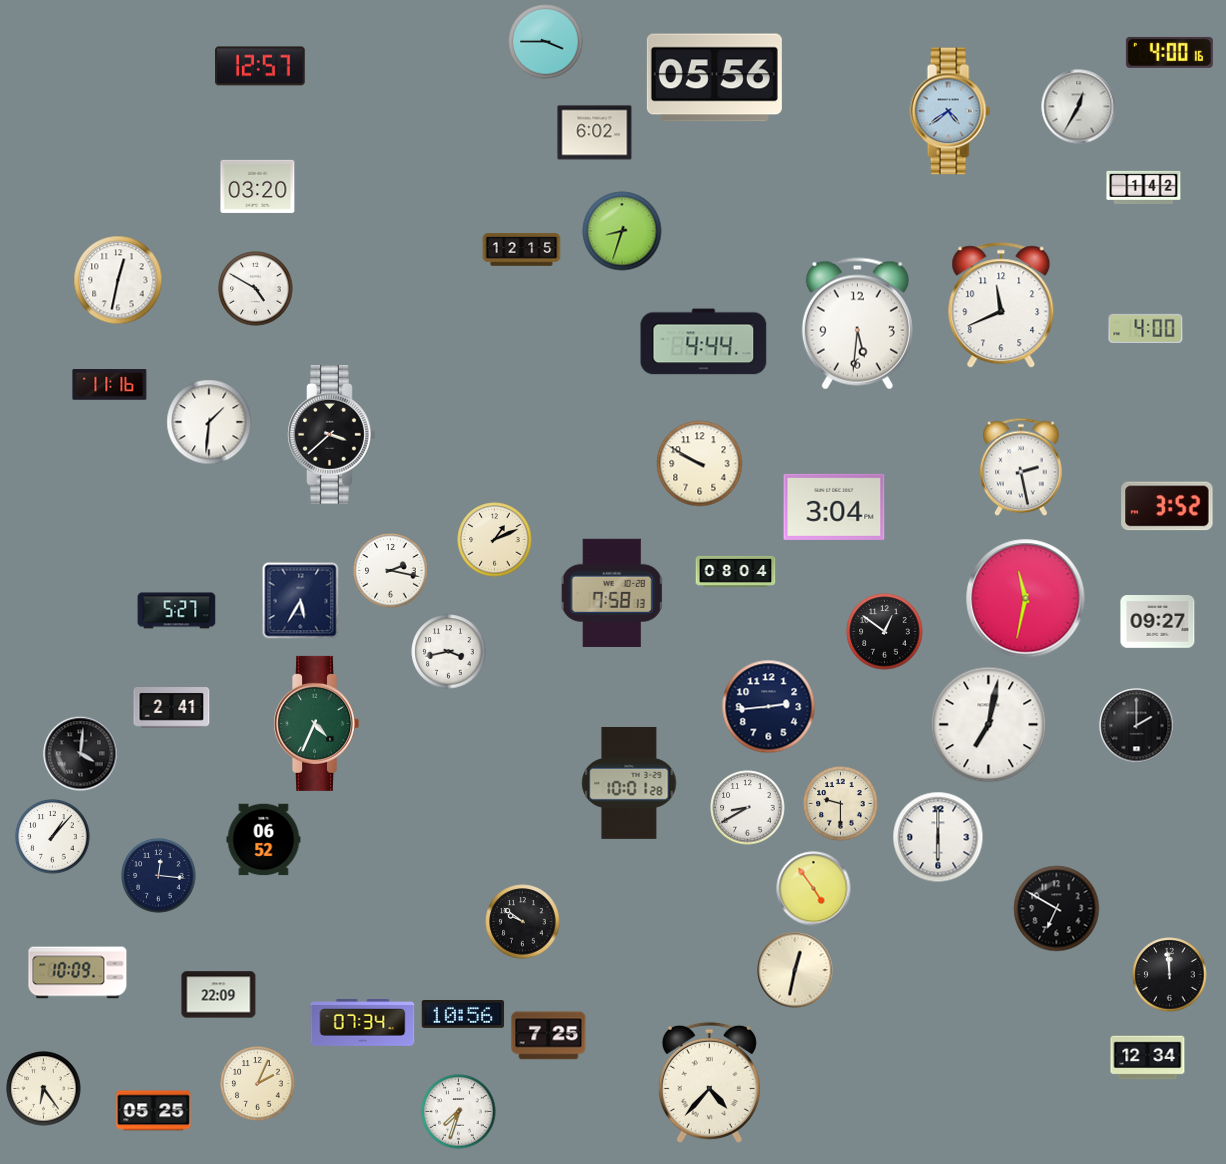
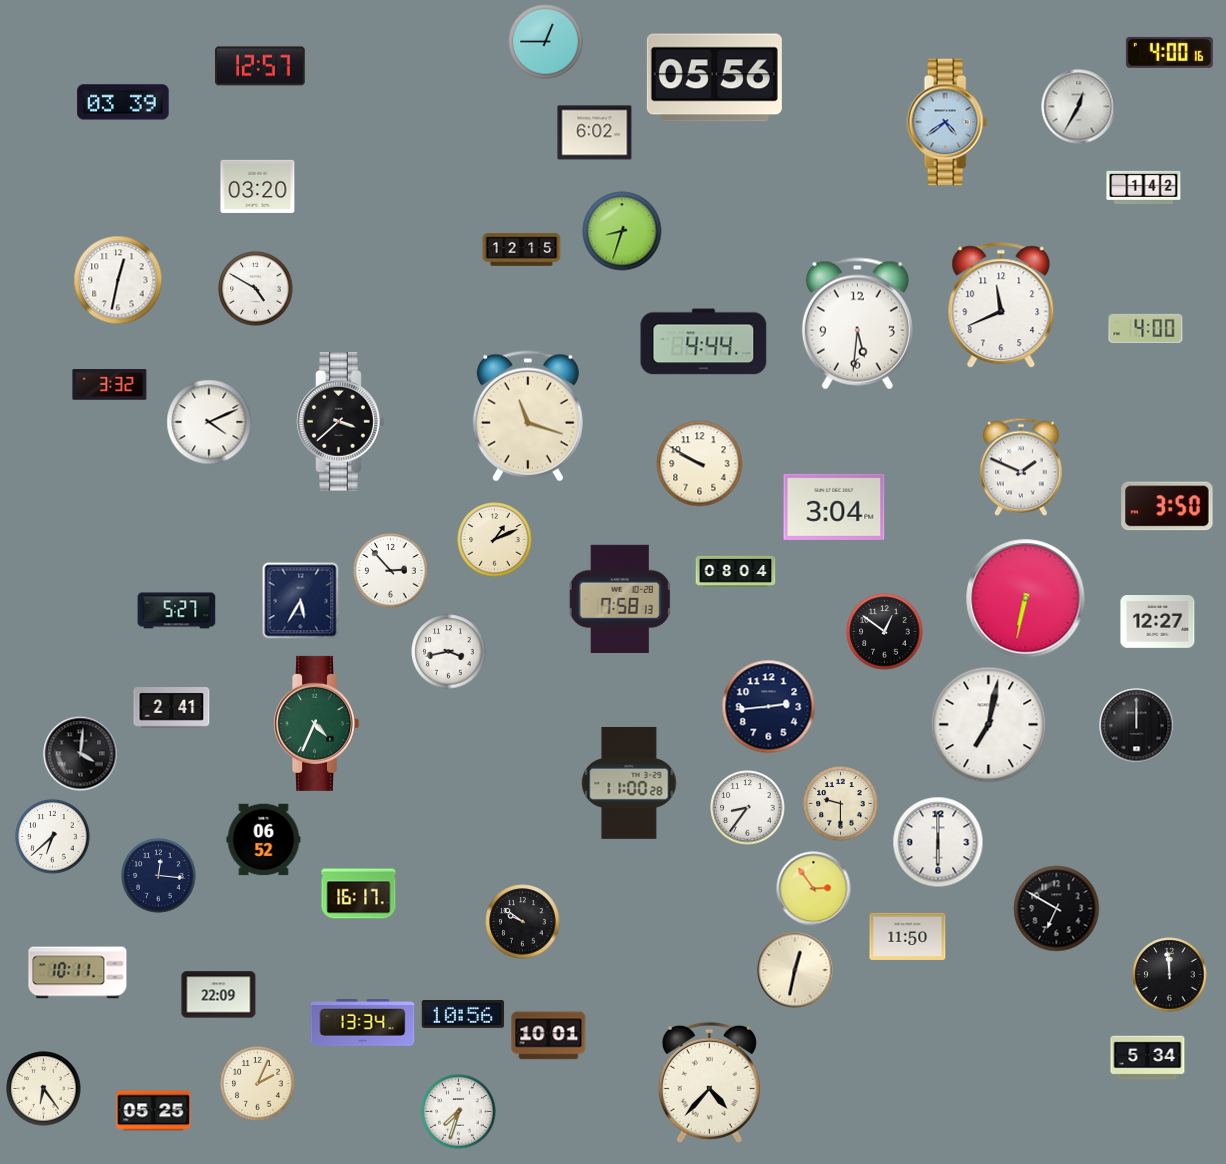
clock at (546, 42): 3:45 -> 12:45
clock at (123, 102): none -> 03:39
clock at (950, 111) position: (950, 111) -> (947, 122)
clock at (110, 385): 11:16 -> 3:32
clock at (528, 416): none -> 11:18
clock at (209, 422): 1:31 -> 4:11
clock at (332, 435) position: (332, 435) -> (341, 422)
clock at (1022, 467): 2:28 -> 1:49
clock at (1167, 506): 3:52 -> 3:50
clock at (391, 571): 2:17 -> 2:53
clock at (612, 593) position: (612, 593) -> (620, 599)
clock at (1026, 599): 11:32 -> 6:32
clock at (1158, 622): 09:27 -> 12:27
clock at (1137, 726): 2:00 -> 12:00
clock at (629, 783): 10:01 -> 11:00
clock at (748, 808): 8:40 -> 8:36
clock at (53, 837): 1:07 -> 6:38
clock at (938, 837) position: (938, 837) -> (938, 842)
clock at (814, 889): 4:54 -> 2:54
clock at (359, 894): none -> 16:17
clock at (908, 936): none -> 11:50
clock at (78, 973): 10:09 -> 10:11
clock at (363, 1023): 07:34 -> 13:34
clock at (549, 1036): 7:25 -> 10:01
clock at (1148, 1058): 12:34 -> 5:34
